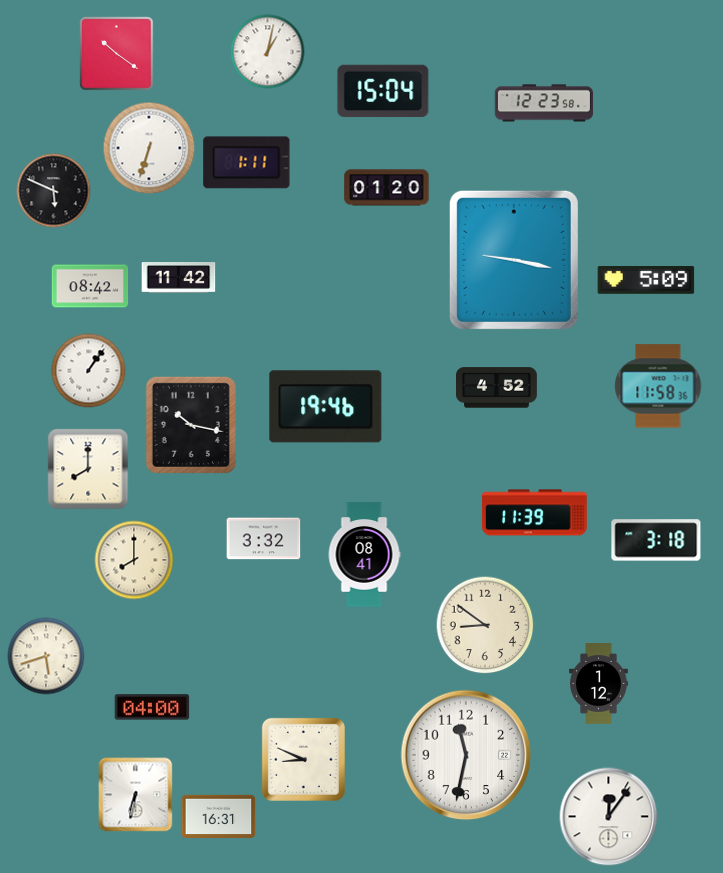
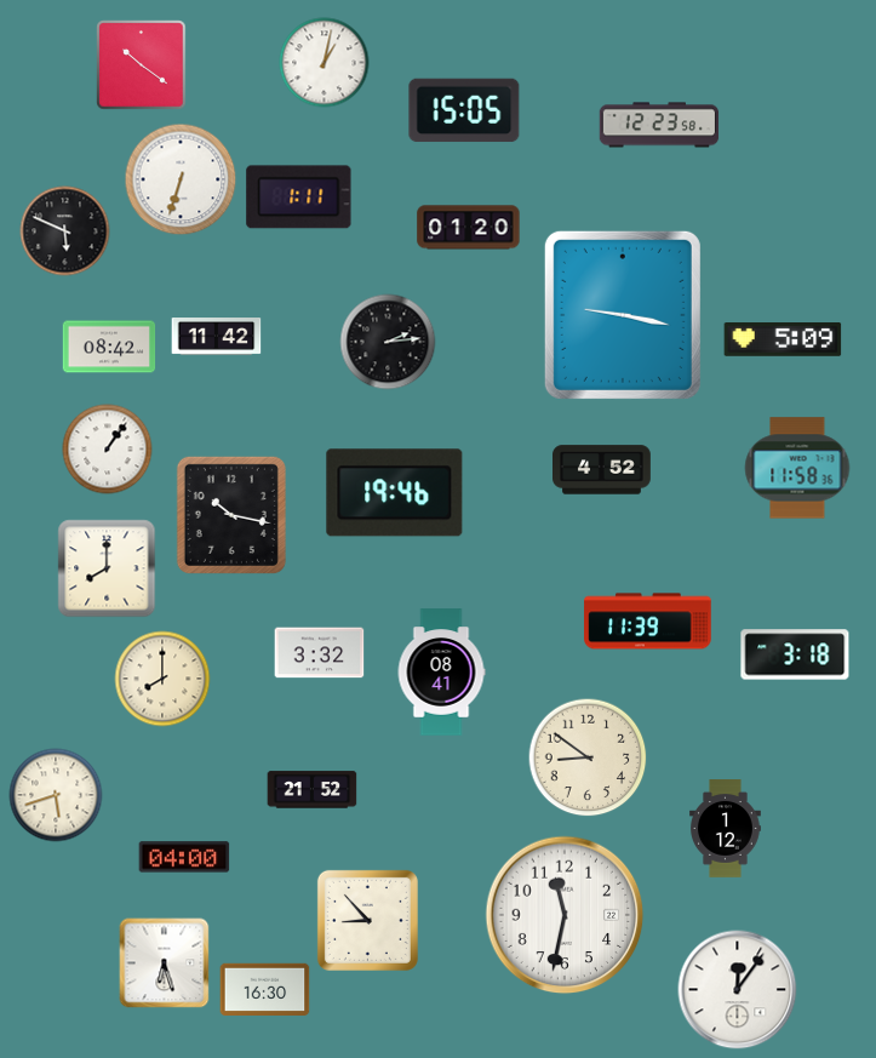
clock at (383, 91): 15:04 -> 15:05
clock at (388, 342): none -> 2:14
clock at (313, 790): none -> 21:52
clock at (303, 759): 8:49 -> 8:53
clock at (136, 795): 6:32 -> 6:27
clock at (219, 816): 16:31 -> 16:30
